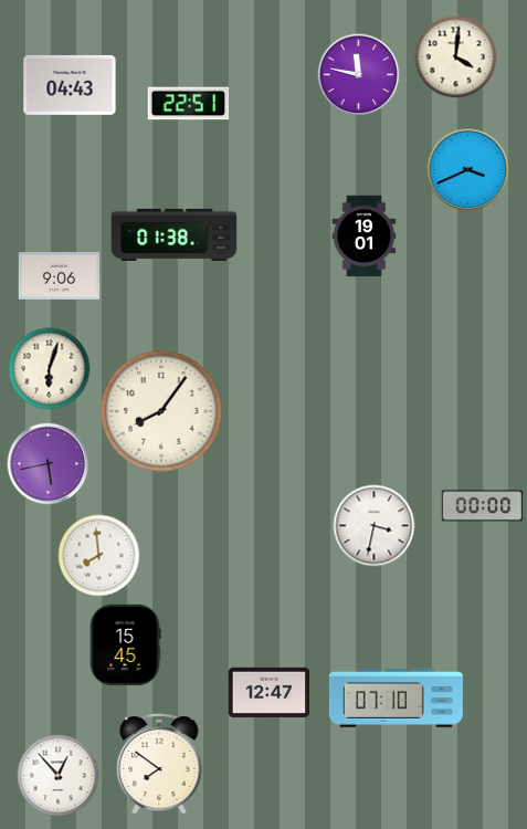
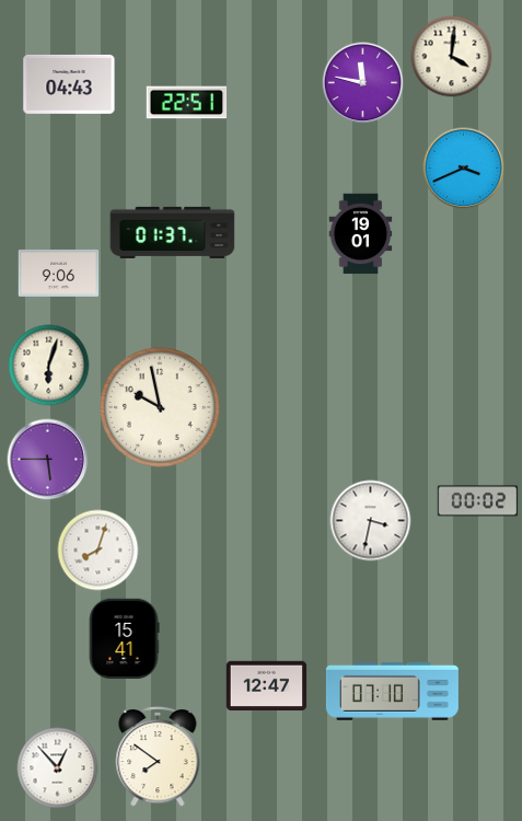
clock at (359, 75) position: (359, 75) -> (363, 83)
clock at (175, 234): 01:38 -> 01:37
clock at (162, 412): 8:06 -> 9:58
clock at (49, 464): 5:43 -> 5:45
clock at (483, 506): 00:00 -> 00:02
clock at (99, 556): 7:59 -> 8:03
clock at (125, 646): 15:45 -> 15:41
